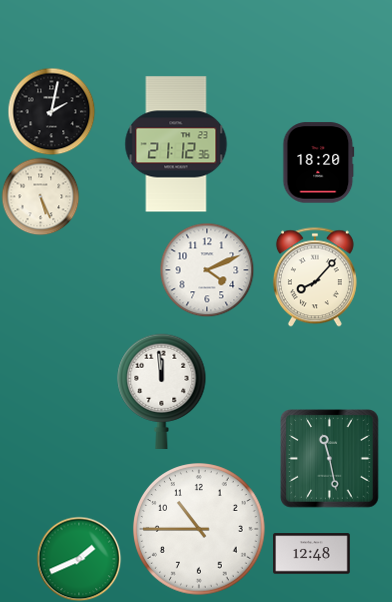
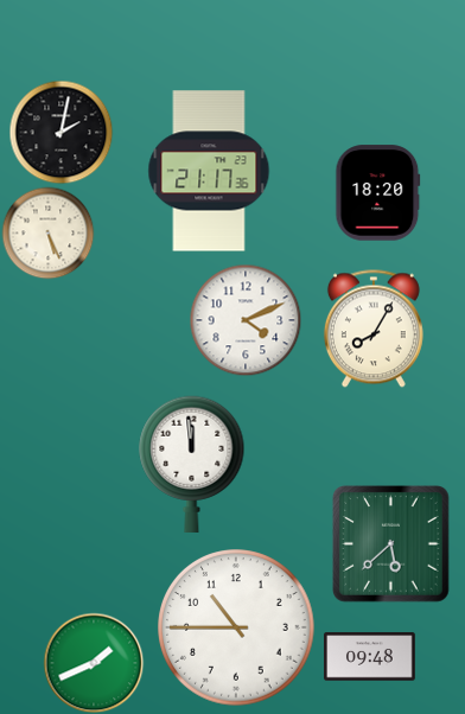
clock at (176, 144): 21:12 -> 21:17
clock at (315, 277): 8:07 -> 8:05
clock at (330, 459): 11:28 -> 5:38
clock at (312, 554): 12:48 -> 09:48
